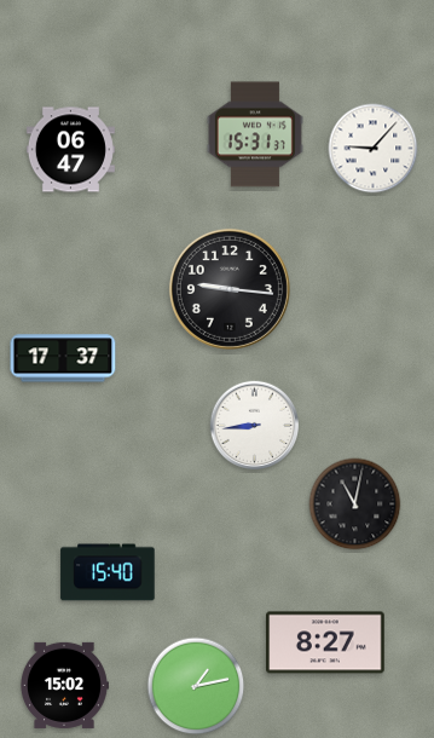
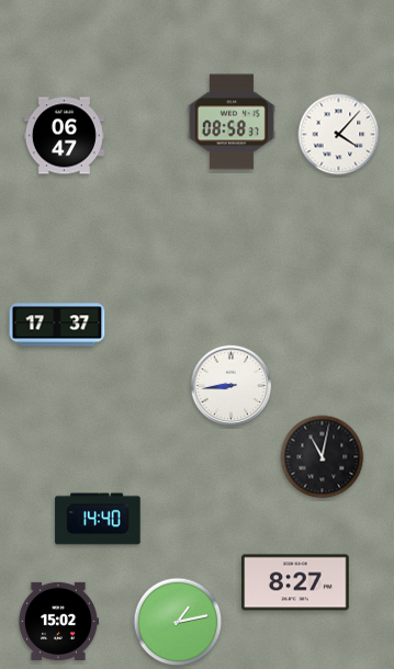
clock at (255, 134): 15:31 -> 08:58
clock at (374, 149): 9:07 -> 4:07
clock at (230, 289): 9:16 -> none
clock at (108, 572): 15:40 -> 14:40
